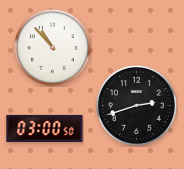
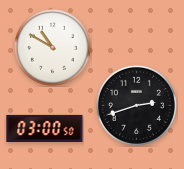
clock at (52, 47): 10:53 -> 10:50
